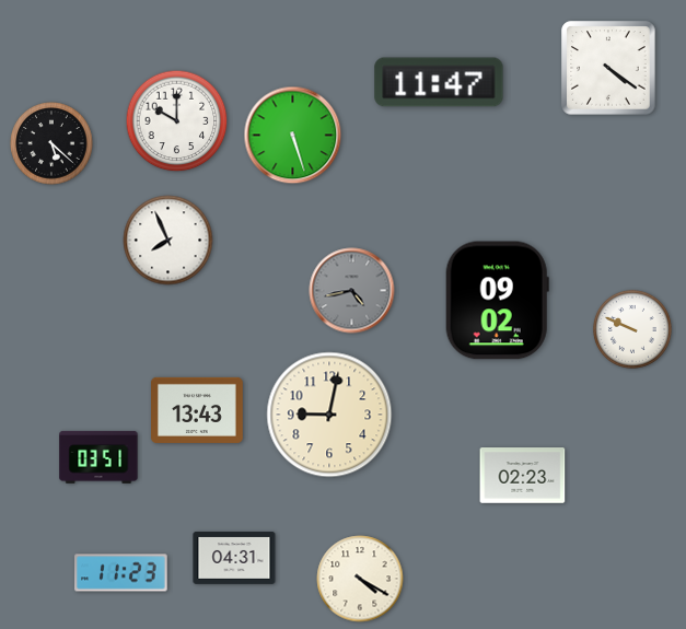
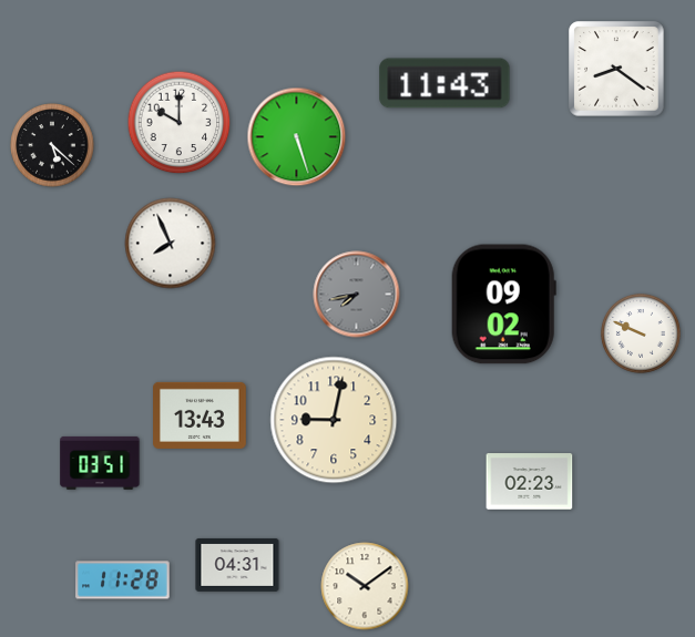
clock at (608, 68): 4:21 -> 8:21
clock at (439, 82): 11:47 -> 11:43
clock at (352, 291): 4:43 -> 7:43
clock at (121, 573): 11:23 -> 11:28
clock at (360, 579): 4:20 -> 10:09
